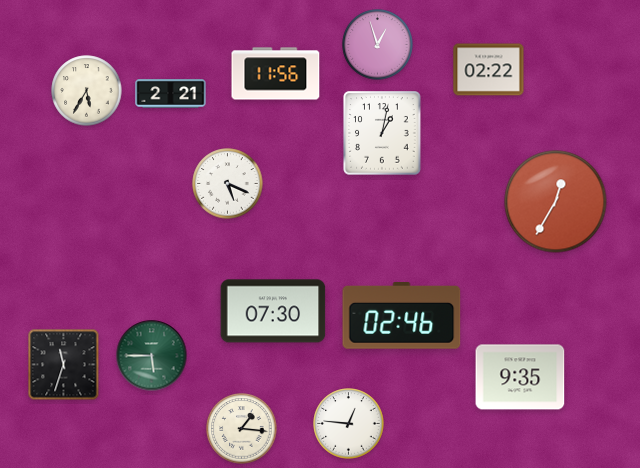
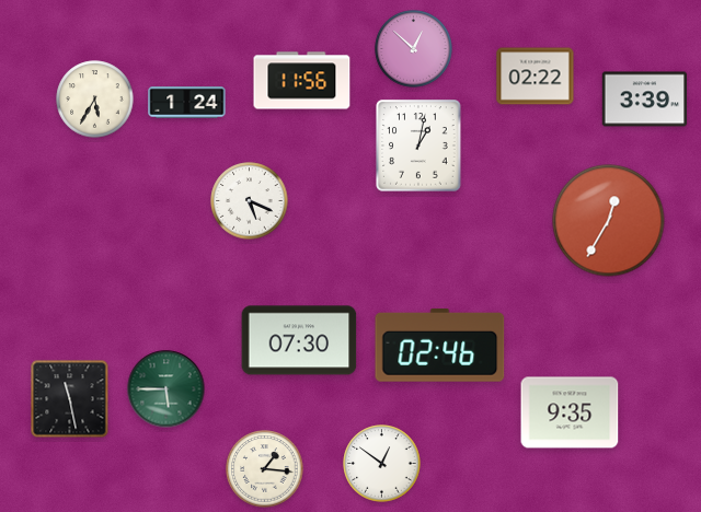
clock at (378, 45): 12:57 -> 12:52
clock at (645, 100): none -> 3:39
clock at (171, 94): 2:21 -> 1:24
clock at (64, 365): 11:33 -> 11:28
clock at (349, 424): 12:46 -> 12:51
